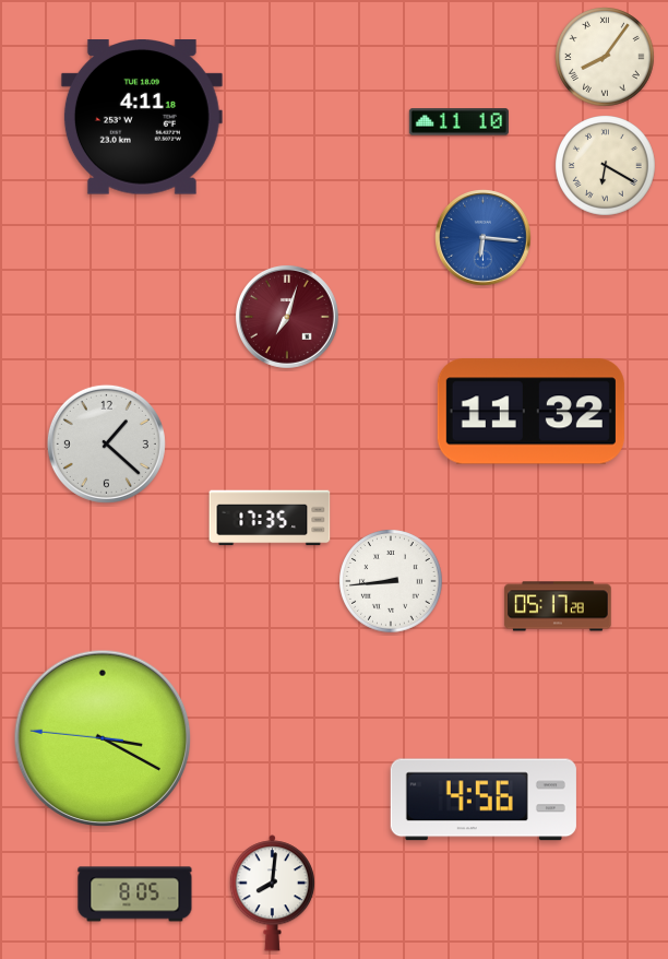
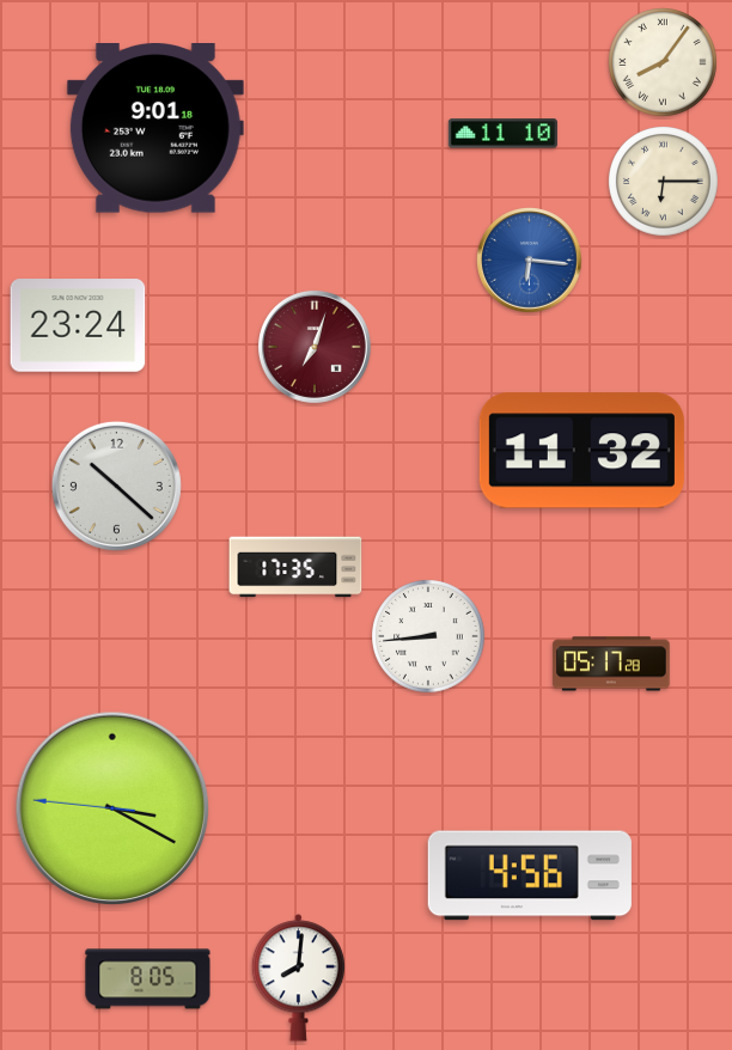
clock at (142, 118): 4:11 -> 9:01
clock at (606, 166): 6:20 -> 6:15
clock at (78, 325): none -> 23:24
clock at (106, 443): 1:22 -> 10:22
